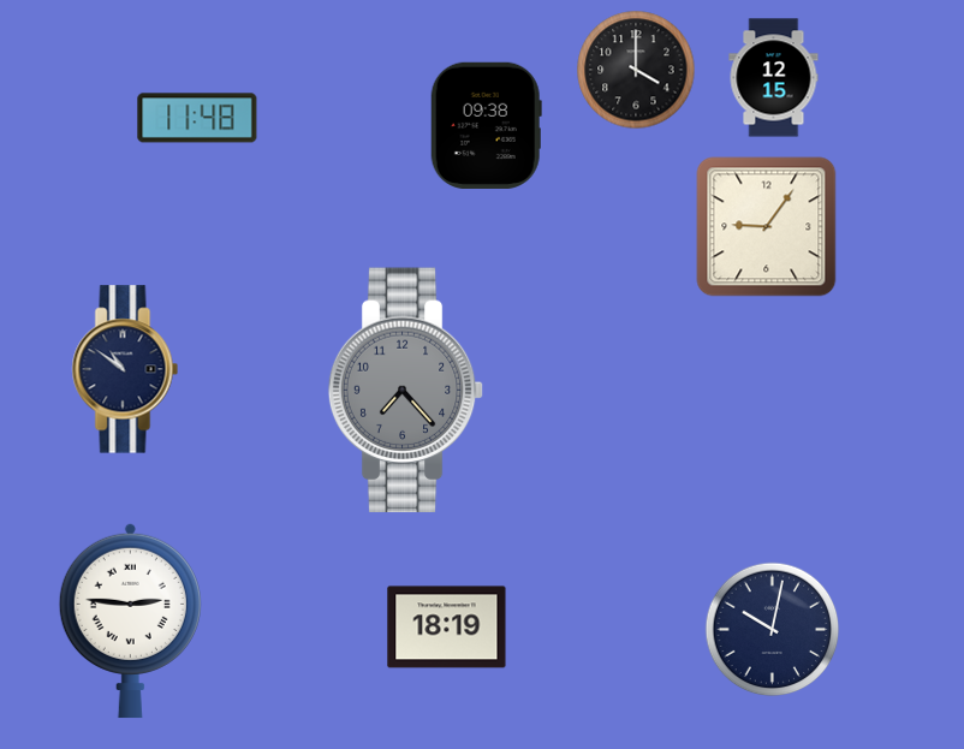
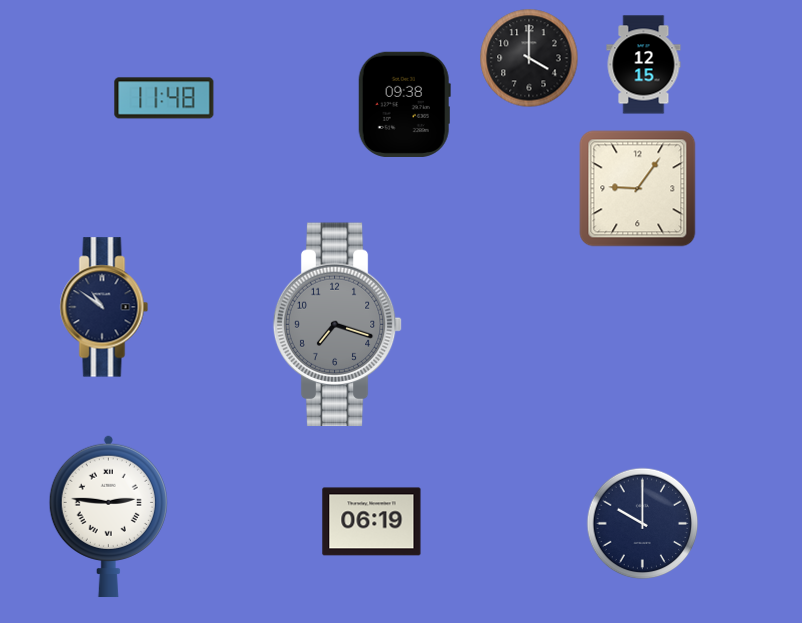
clock at (406, 391): 7:23 -> 7:18
clock at (447, 628): 18:19 -> 06:19
clock at (773, 630): 10:02 -> 10:00
